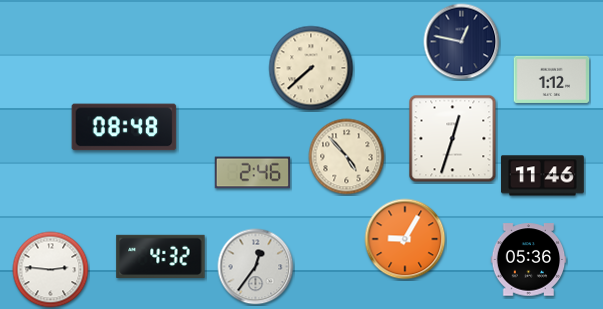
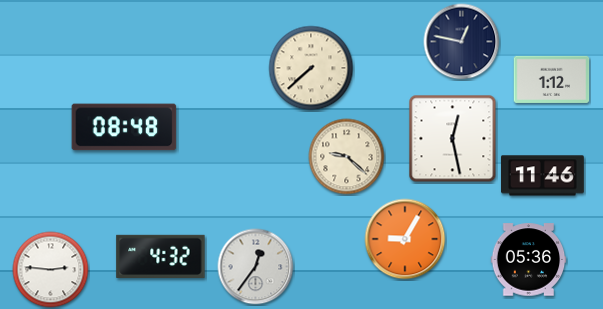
clock at (453, 139): 12:33 -> 12:28
clock at (347, 157): 4:53 -> 9:22
clock at (253, 173): 2:46 -> none
